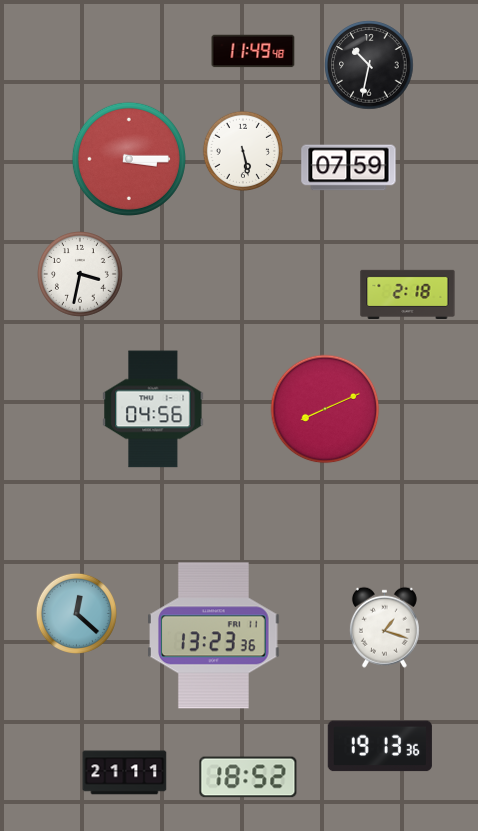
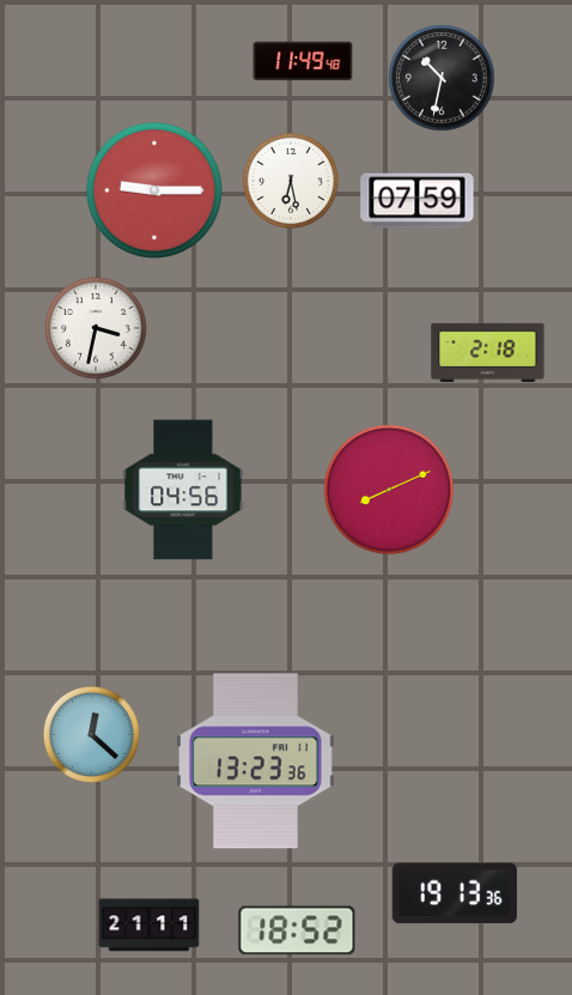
clock at (242, 150): 5:28 -> 6:28
clock at (129, 159): 3:15 -> 9:15
clock at (384, 627): 1:18 -> none
